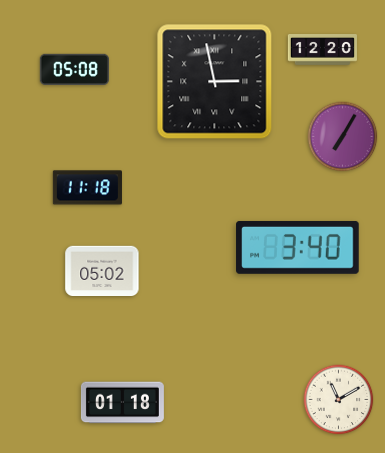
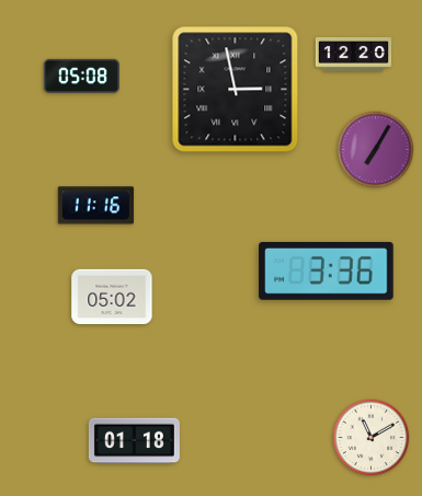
clock at (87, 188): 11:18 -> 11:16
clock at (298, 247): 3:40 -> 3:36
